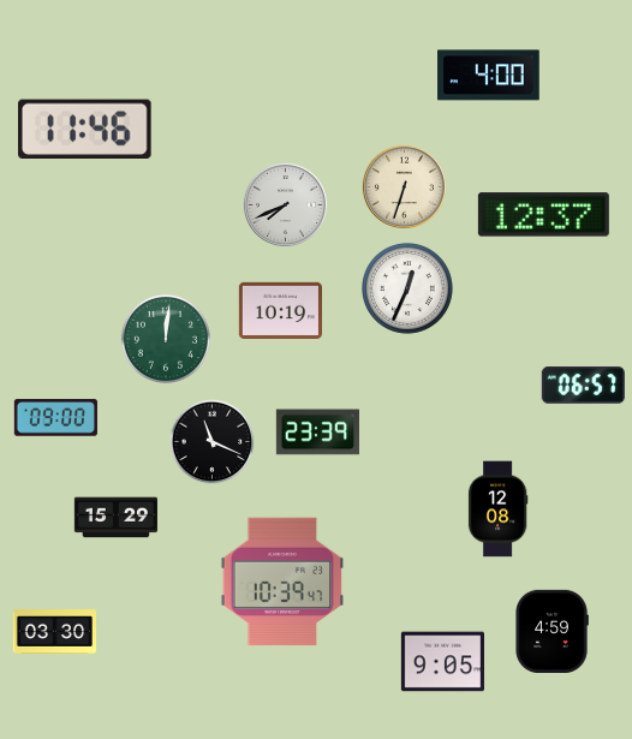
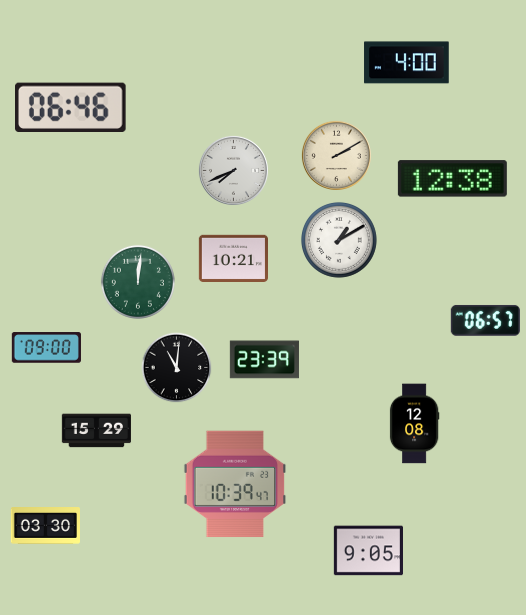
clock at (85, 129): 11:46 -> 06:46
clock at (404, 186): 6:33 -> 2:10
clock at (285, 204) position: (285, 204) -> (233, 170)
clock at (543, 215): 12:37 -> 12:38
clock at (407, 288): 12:34 -> 1:10
clock at (280, 311): 10:19 -> 10:21
clock at (213, 442): 11:19 -> 11:01
clock at (551, 631): 4:59 -> none
